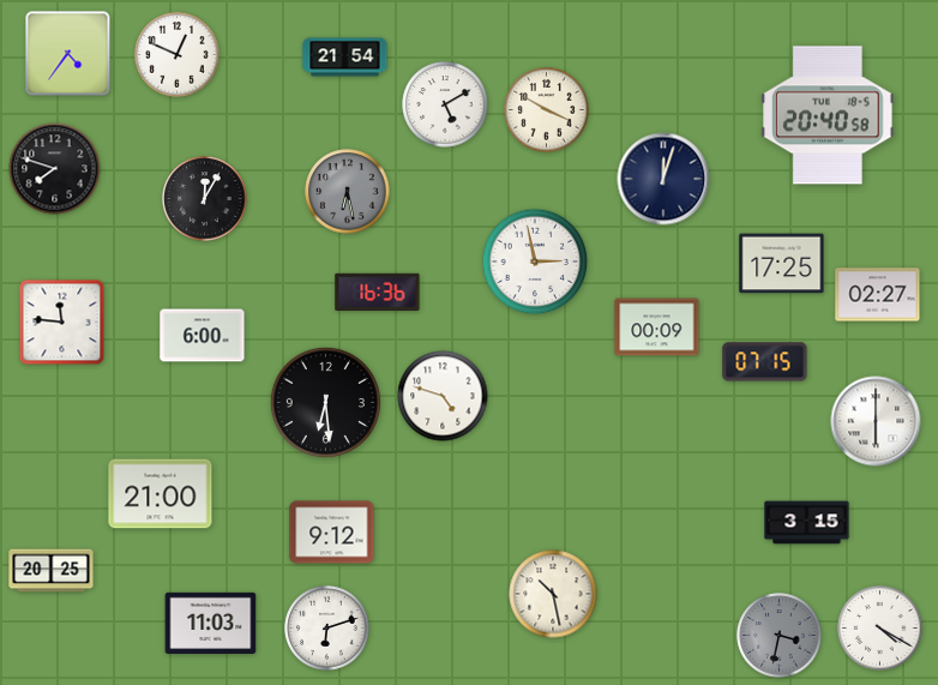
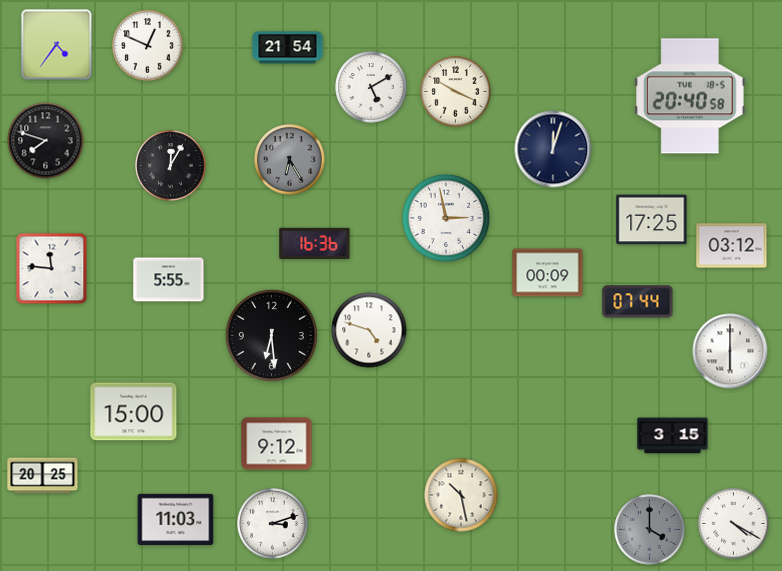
clock at (348, 192): 6:28 -> 6:25
clock at (878, 295): 02:27 -> 03:12
clock at (203, 336): 6:00 -> 5:55
clock at (765, 362): 07:15 -> 07:44
clock at (161, 494): 21:00 -> 15:00
clock at (327, 629): 6:12 -> 3:12
clock at (780, 636): 3:32 -> 4:00
